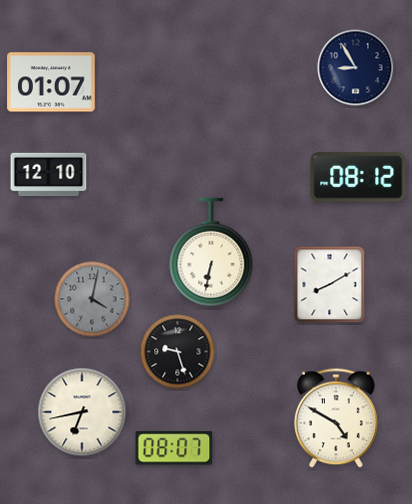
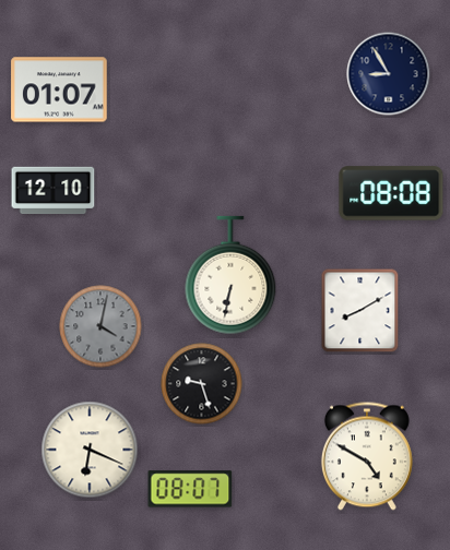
clock at (51, 82) position: (51, 82) -> (59, 89)
clock at (358, 177): 08:12 -> 08:08
clock at (178, 352) position: (178, 352) -> (202, 384)
clock at (82, 412): 6:43 -> 6:19
